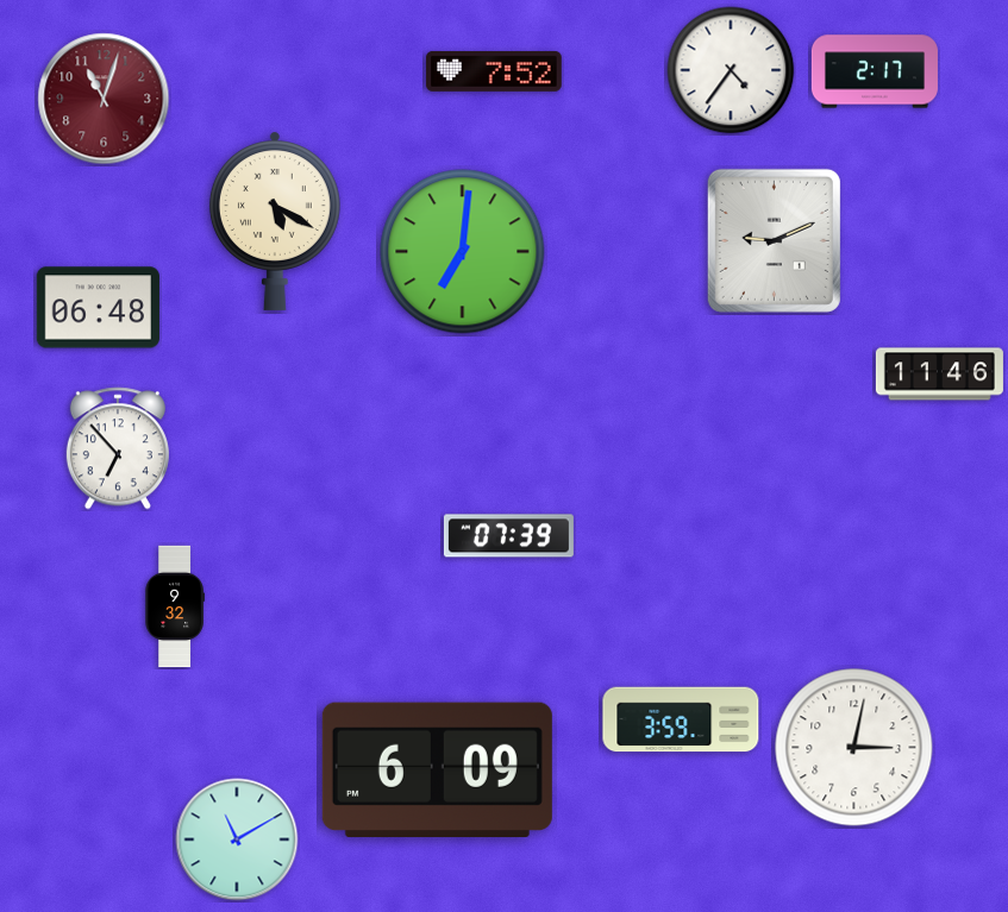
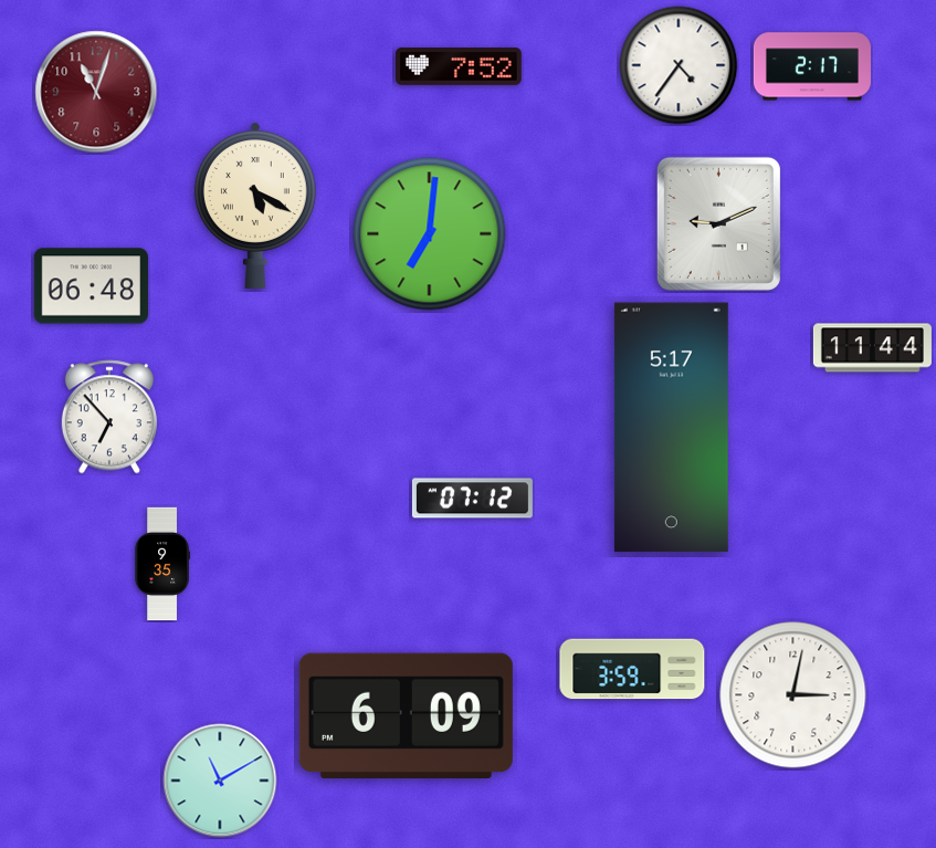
clock at (939, 375): 11:46 -> 11:44
clock at (671, 428): none -> 5:17
clock at (508, 536): 07:39 -> 07:12
clock at (175, 606): 9:32 -> 9:35
